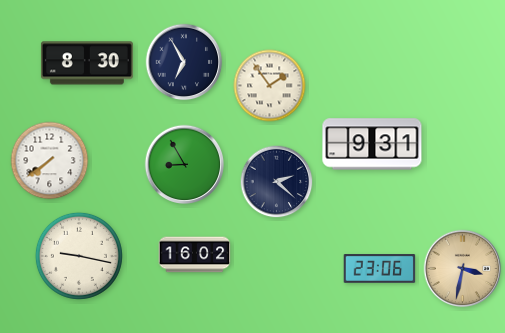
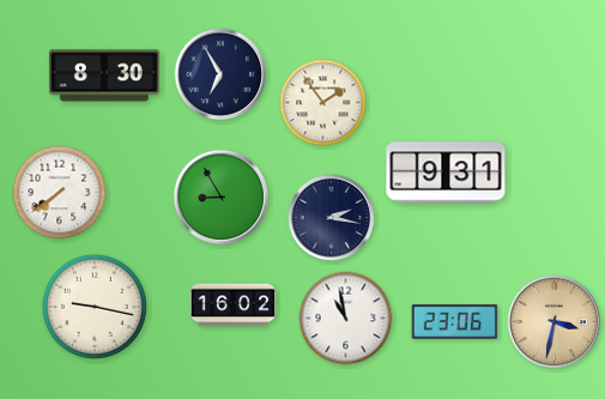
clock at (277, 182): 2:22 -> 2:17
clock at (346, 319): none -> 10:58
